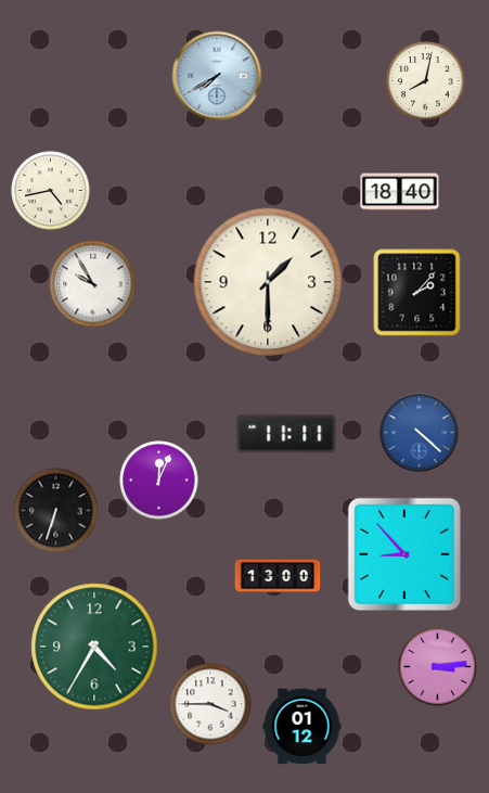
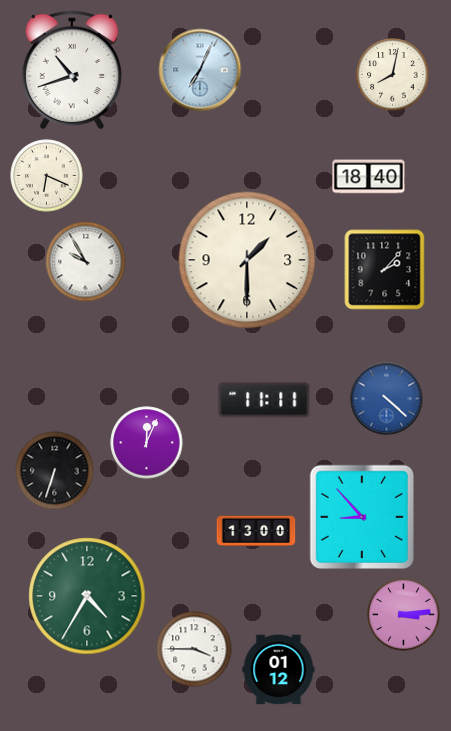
clock at (72, 70): none -> 10:42
clock at (217, 76): 7:40 -> 7:04
clock at (51, 191): 4:43 -> 6:19
clock at (56, 511) position: (56, 511) -> (55, 471)
clock at (403, 553) position: (403, 553) -> (361, 516)
